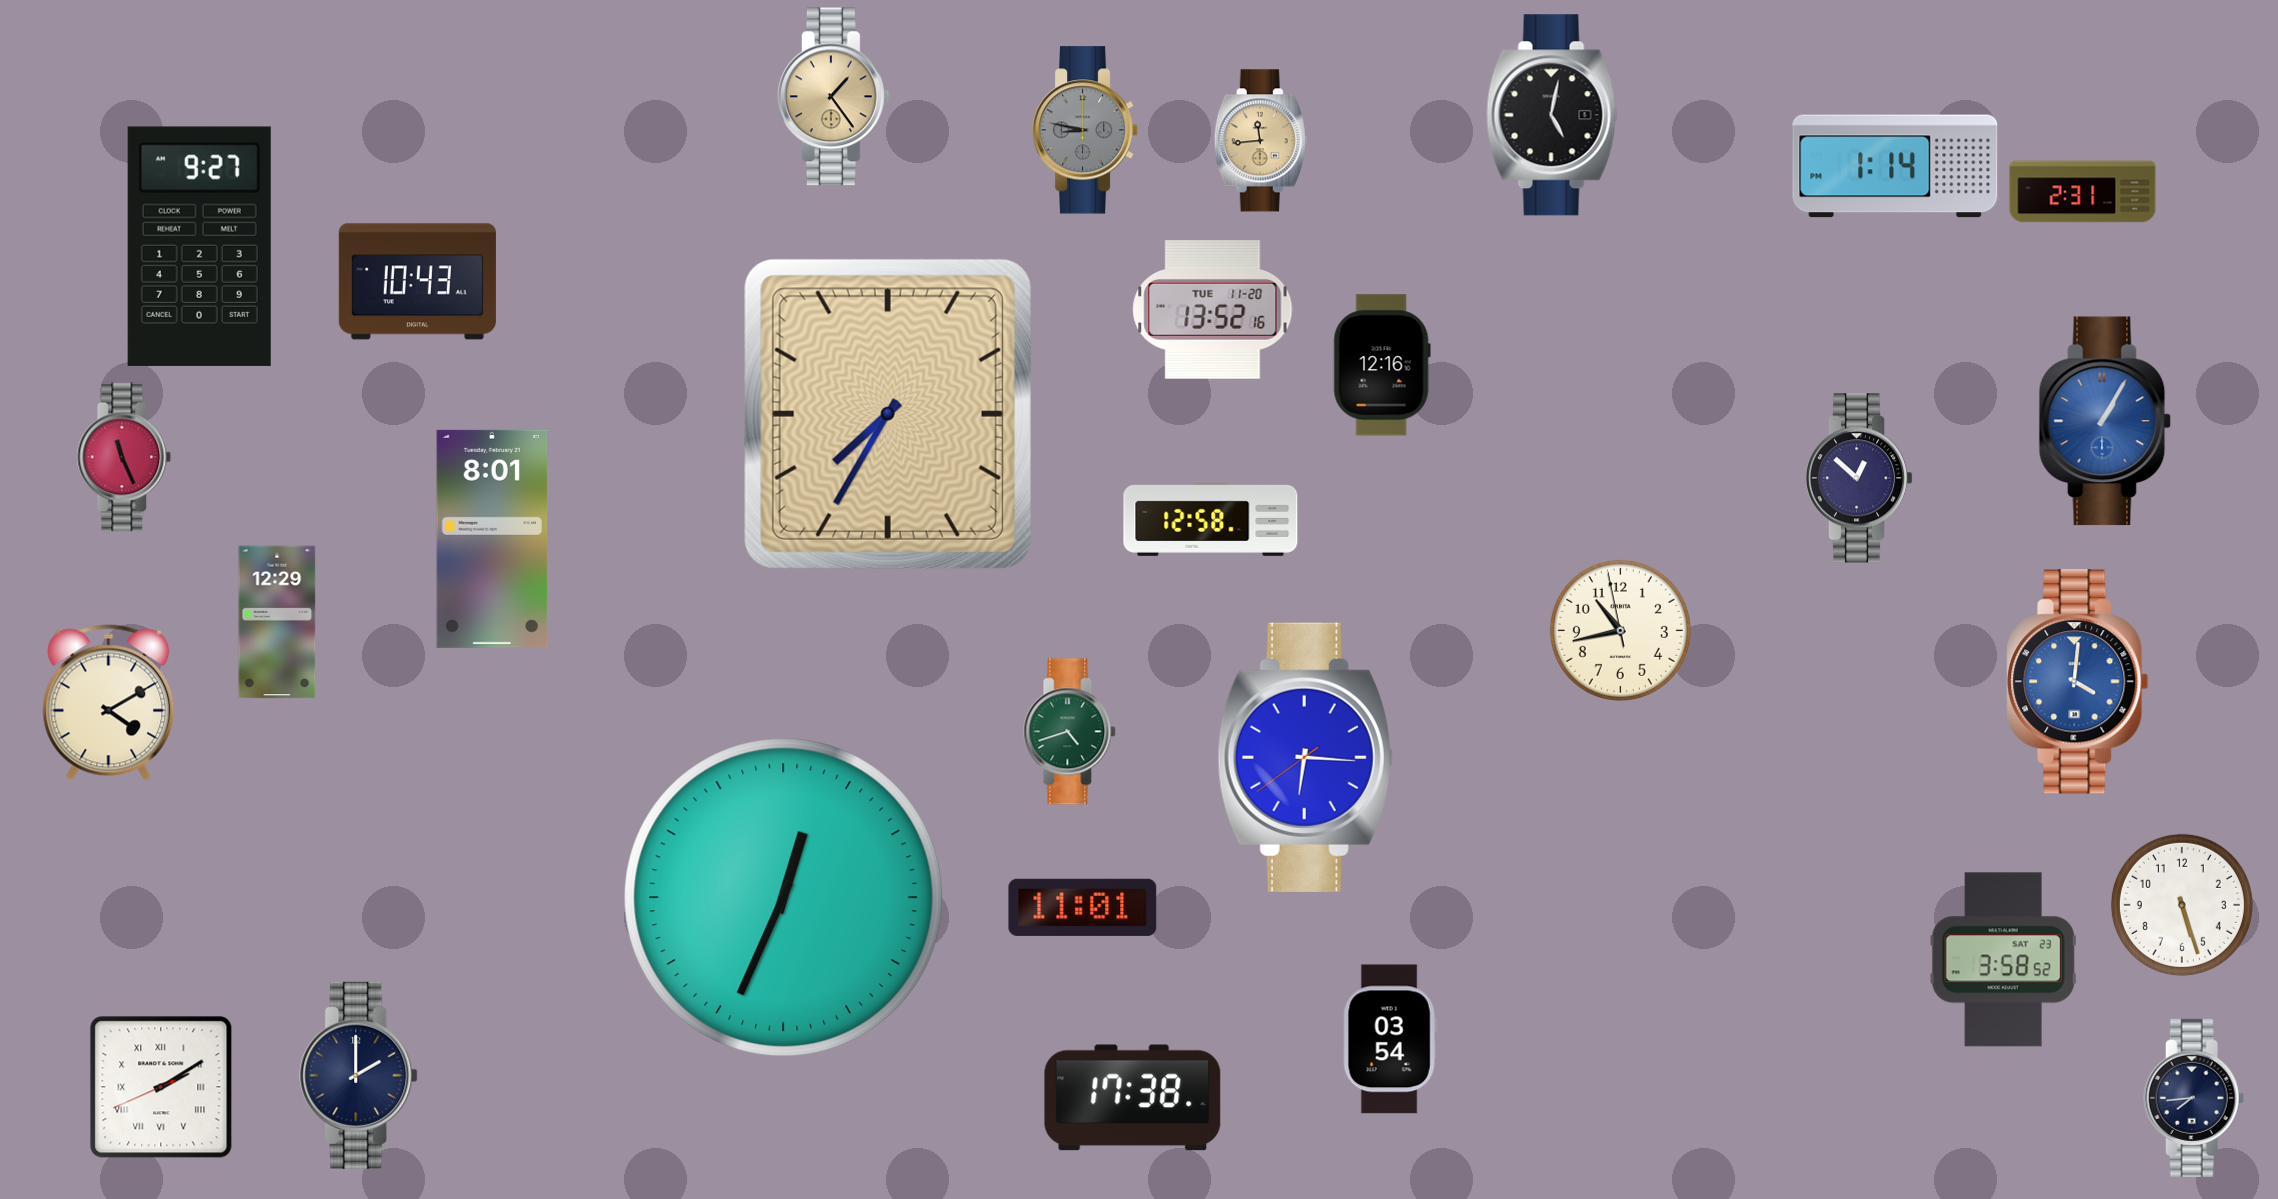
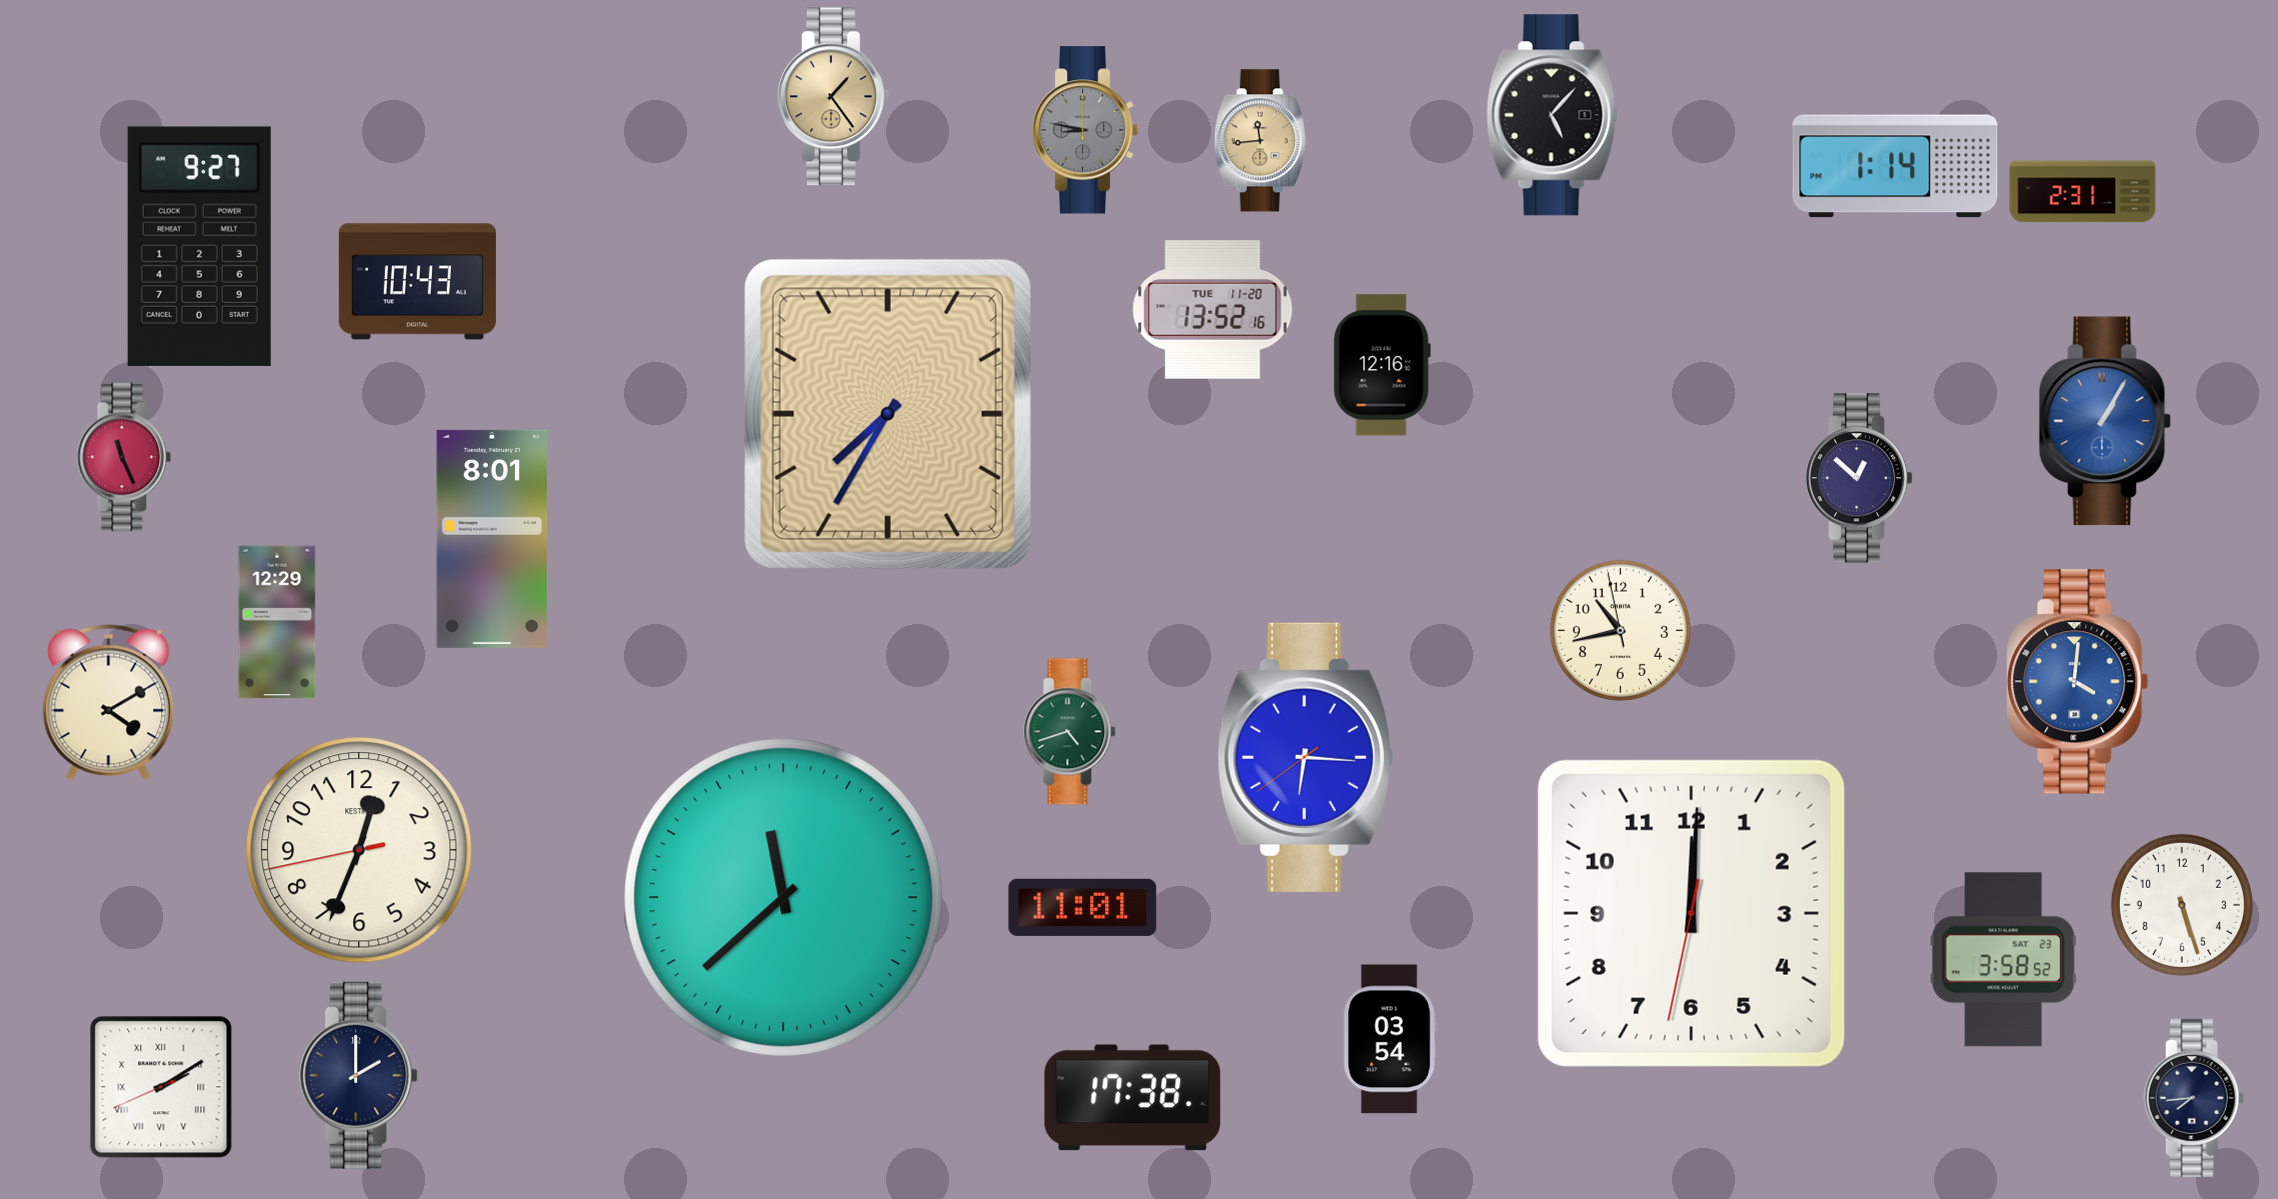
clock at (1552, 115): 5:02 -> 5:07
clock at (1211, 518): 12:58 -> none
clock at (359, 850): none -> 12:33
clock at (784, 898): 12:34 -> 11:38
clock at (1691, 913): none -> 12:00
